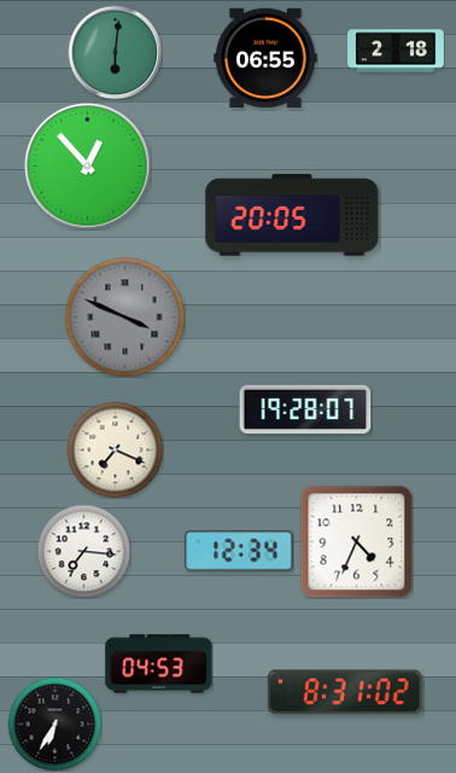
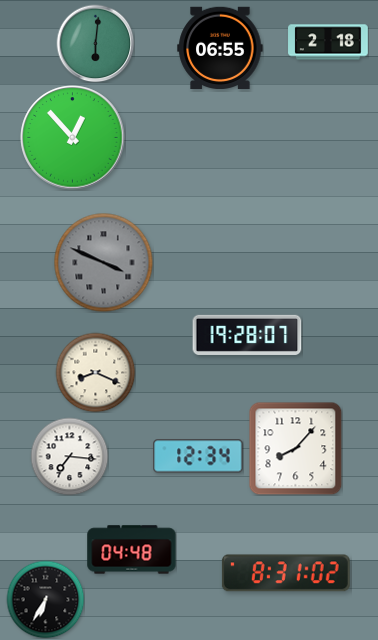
clock at (292, 215): 20:05 -> none
clock at (305, 409) position: (305, 409) -> (247, 335)
clock at (115, 449): 7:19 -> 8:19
clock at (356, 541): 4:34 -> 8:07
clock at (159, 664): 04:53 -> 04:48
